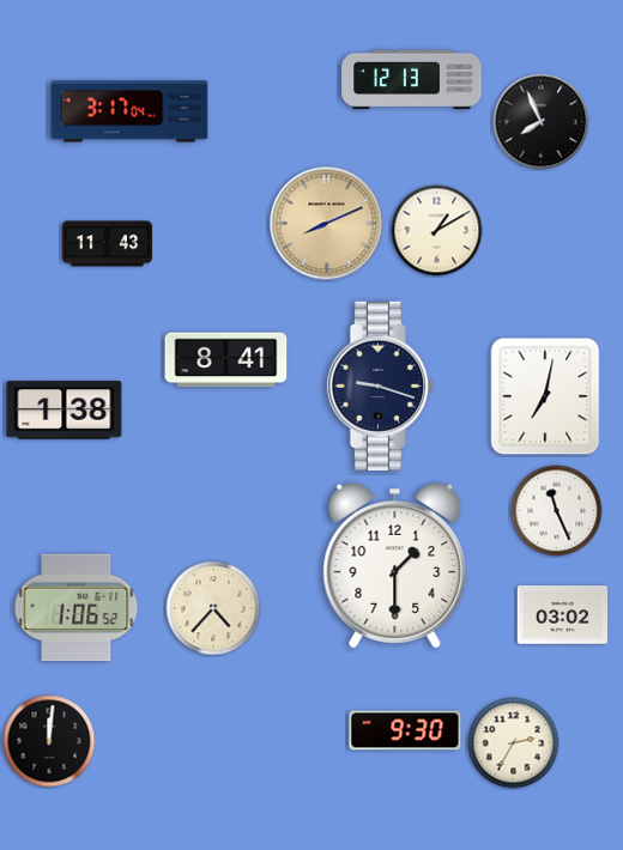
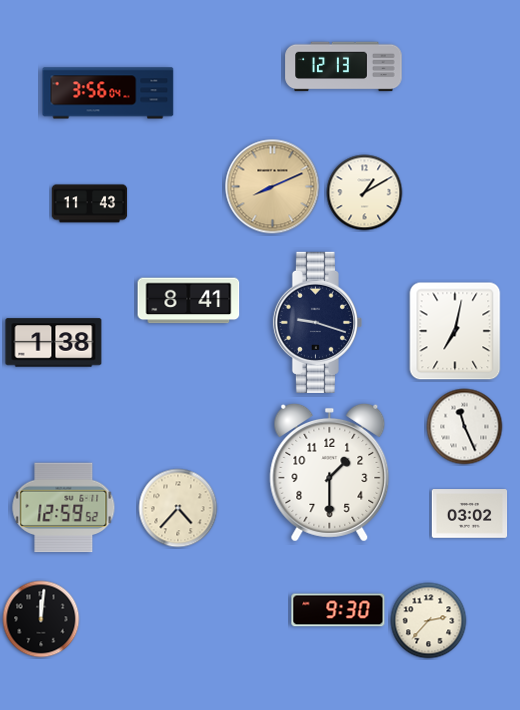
clock at (129, 111): 3:17 -> 3:56
clock at (542, 122): 7:56 -> none
clock at (77, 608): 1:06 -> 12:59
clock at (514, 743): 2:35 -> 2:37
